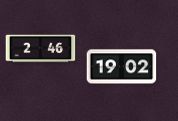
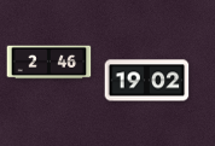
clock at (41, 49) position: (41, 49) -> (50, 63)
